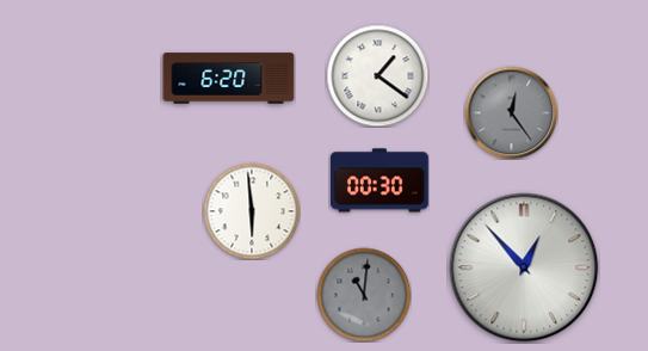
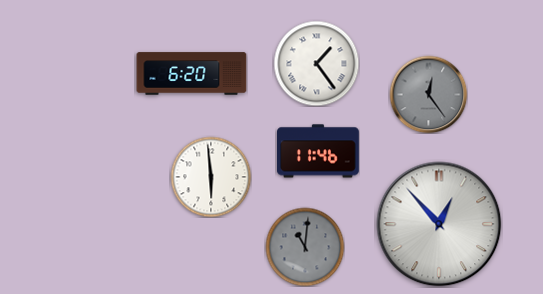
clock at (377, 75): 1:21 -> 1:24
clock at (229, 79) position: (229, 79) -> (192, 74)
clock at (381, 180): 00:30 -> 11:46
